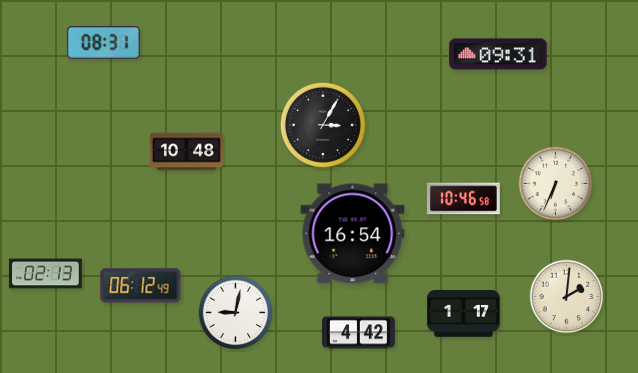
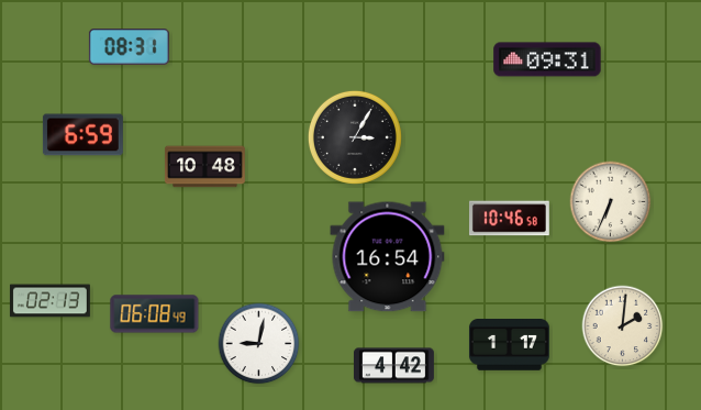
clock at (103, 43) position: (103, 43) -> (129, 47)
clock at (82, 135): none -> 6:59
clock at (141, 286): 06:12 -> 06:08
